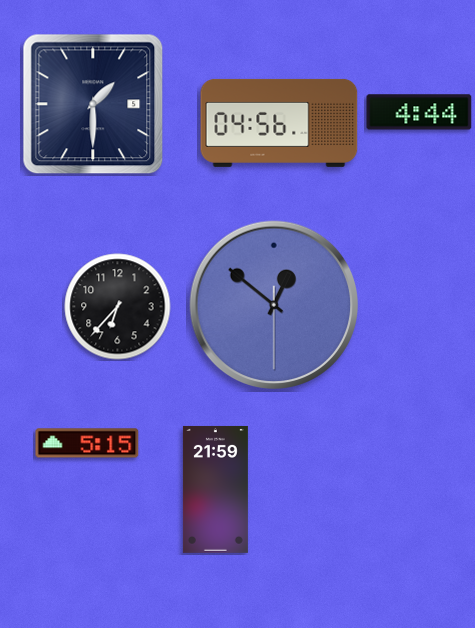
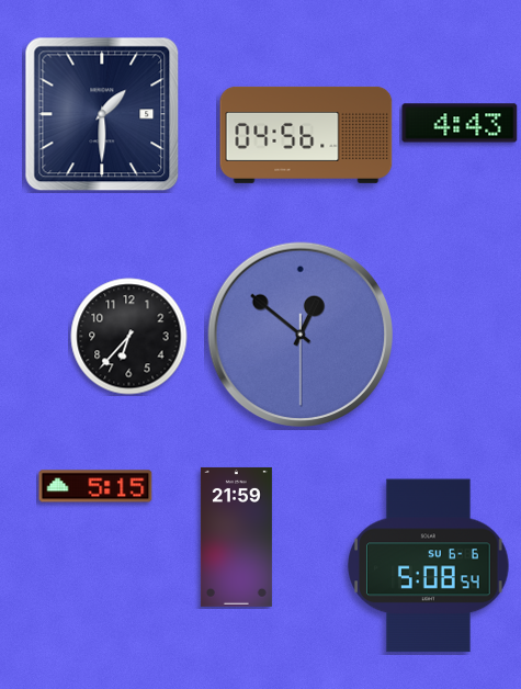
clock at (419, 112): 4:44 -> 4:43
clock at (429, 566): none -> 5:08
